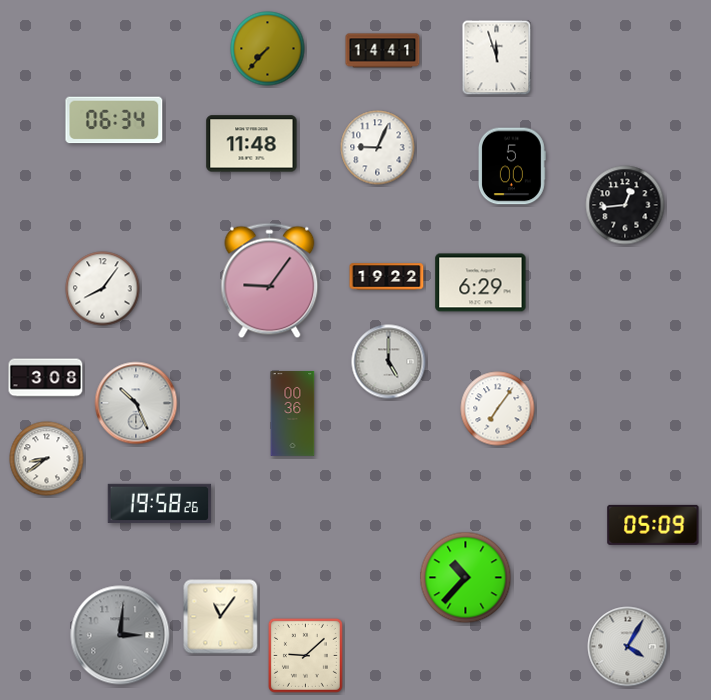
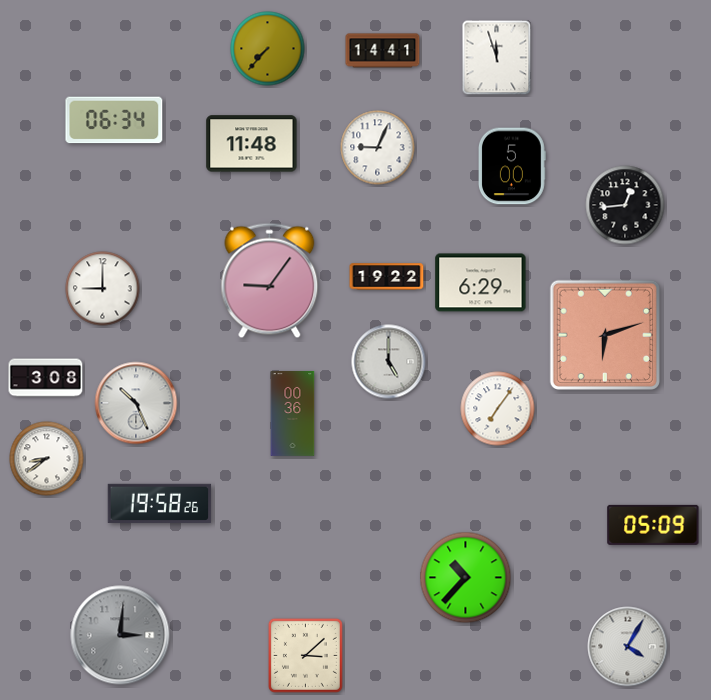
clock at (103, 289): 8:06 -> 9:00
clock at (605, 335): none -> 6:12
clock at (221, 617): 11:06 -> none
clock at (305, 655): 9:08 -> 3:08
